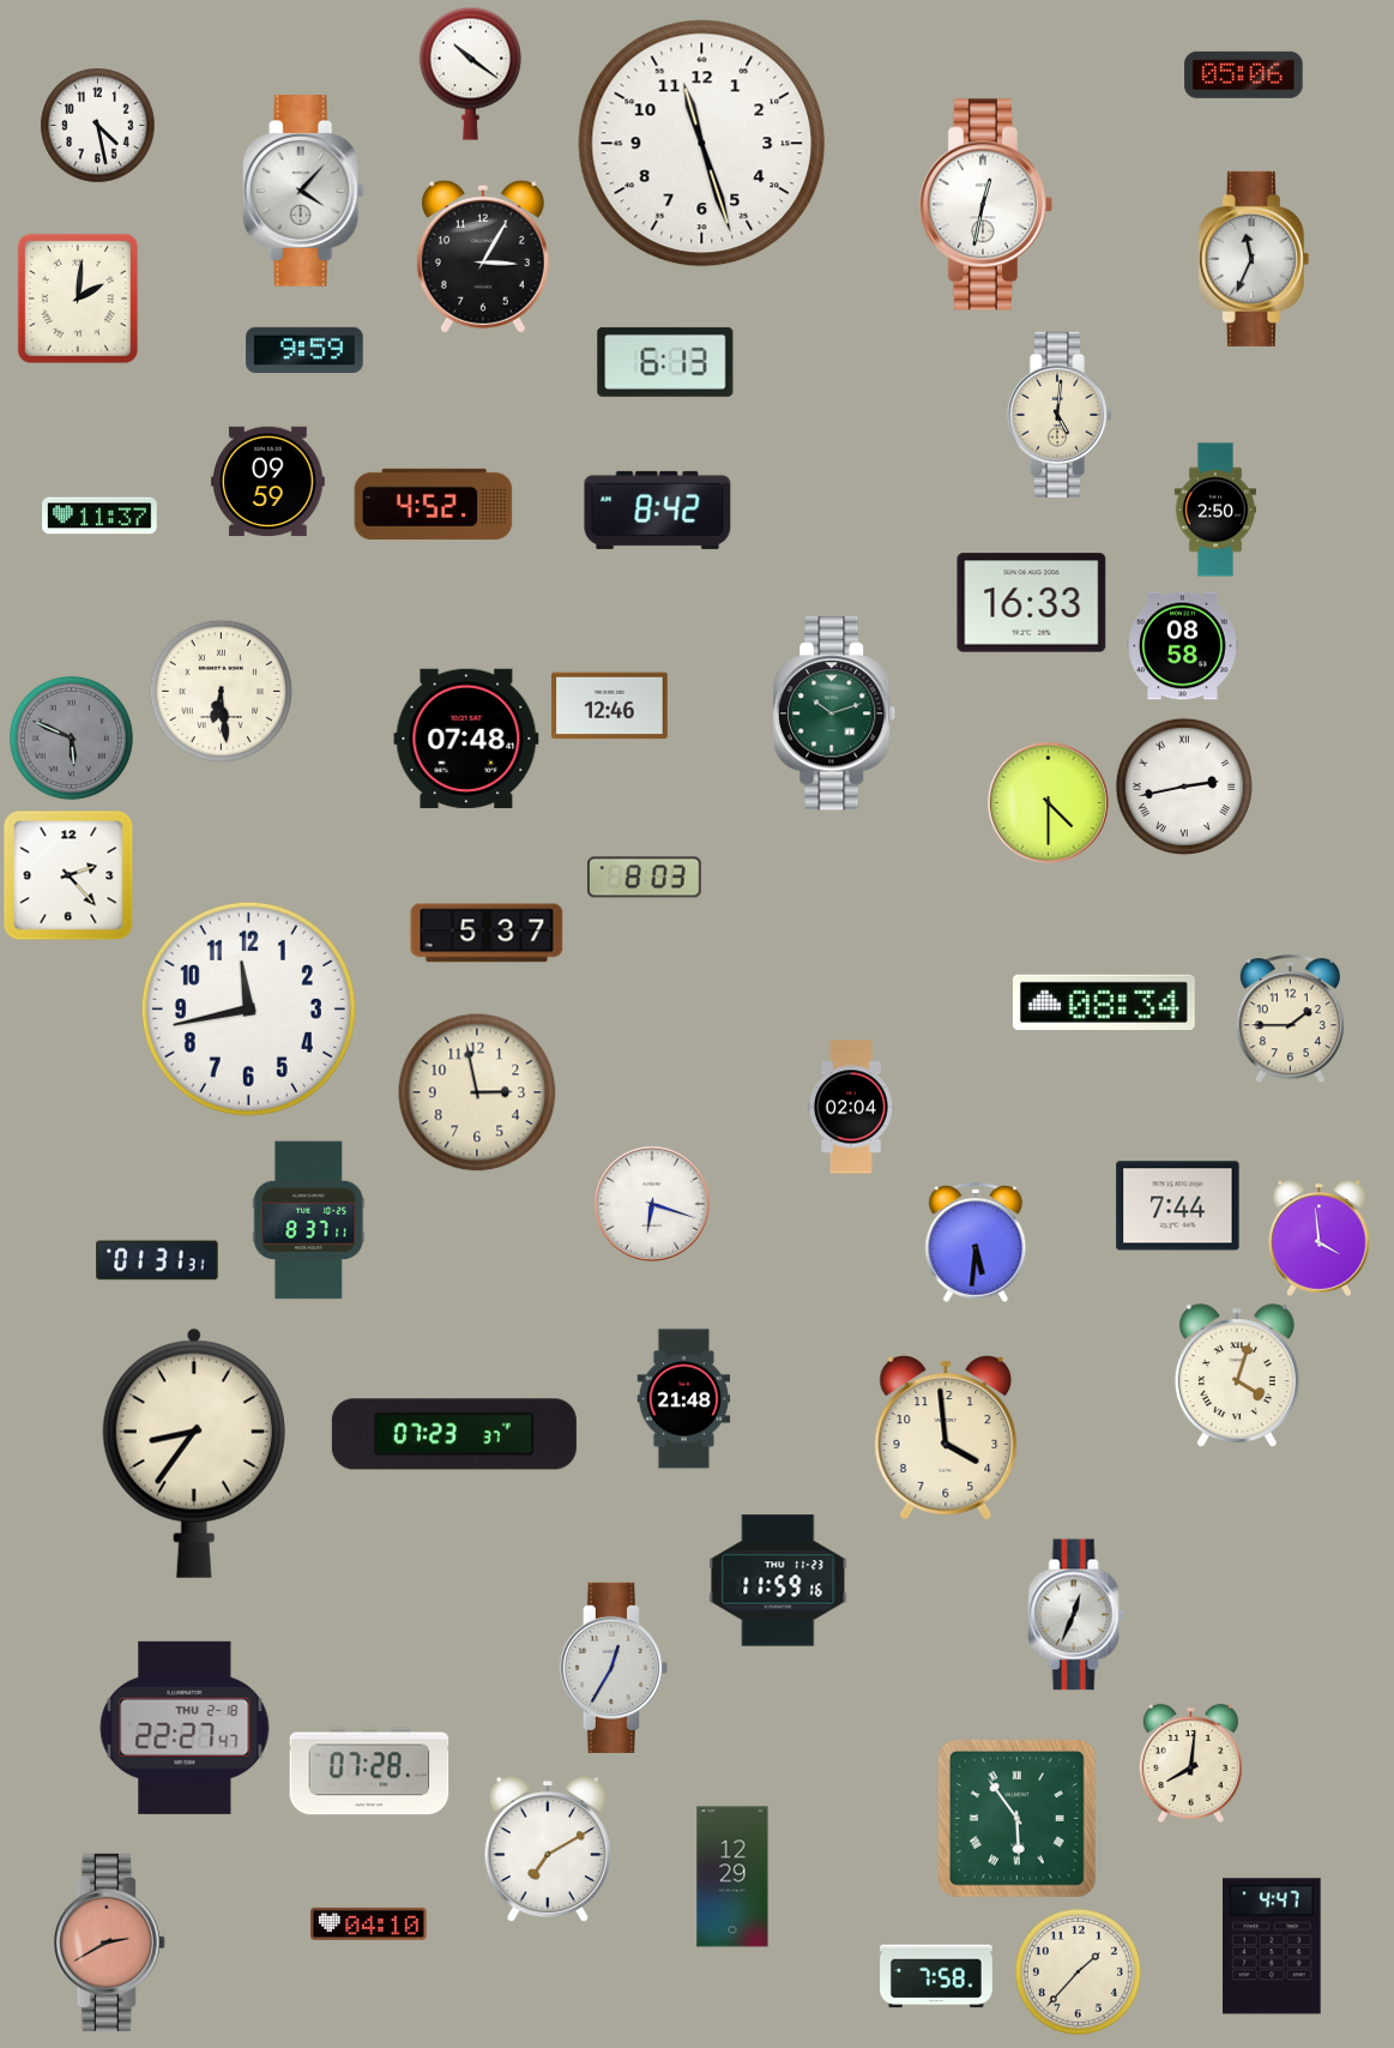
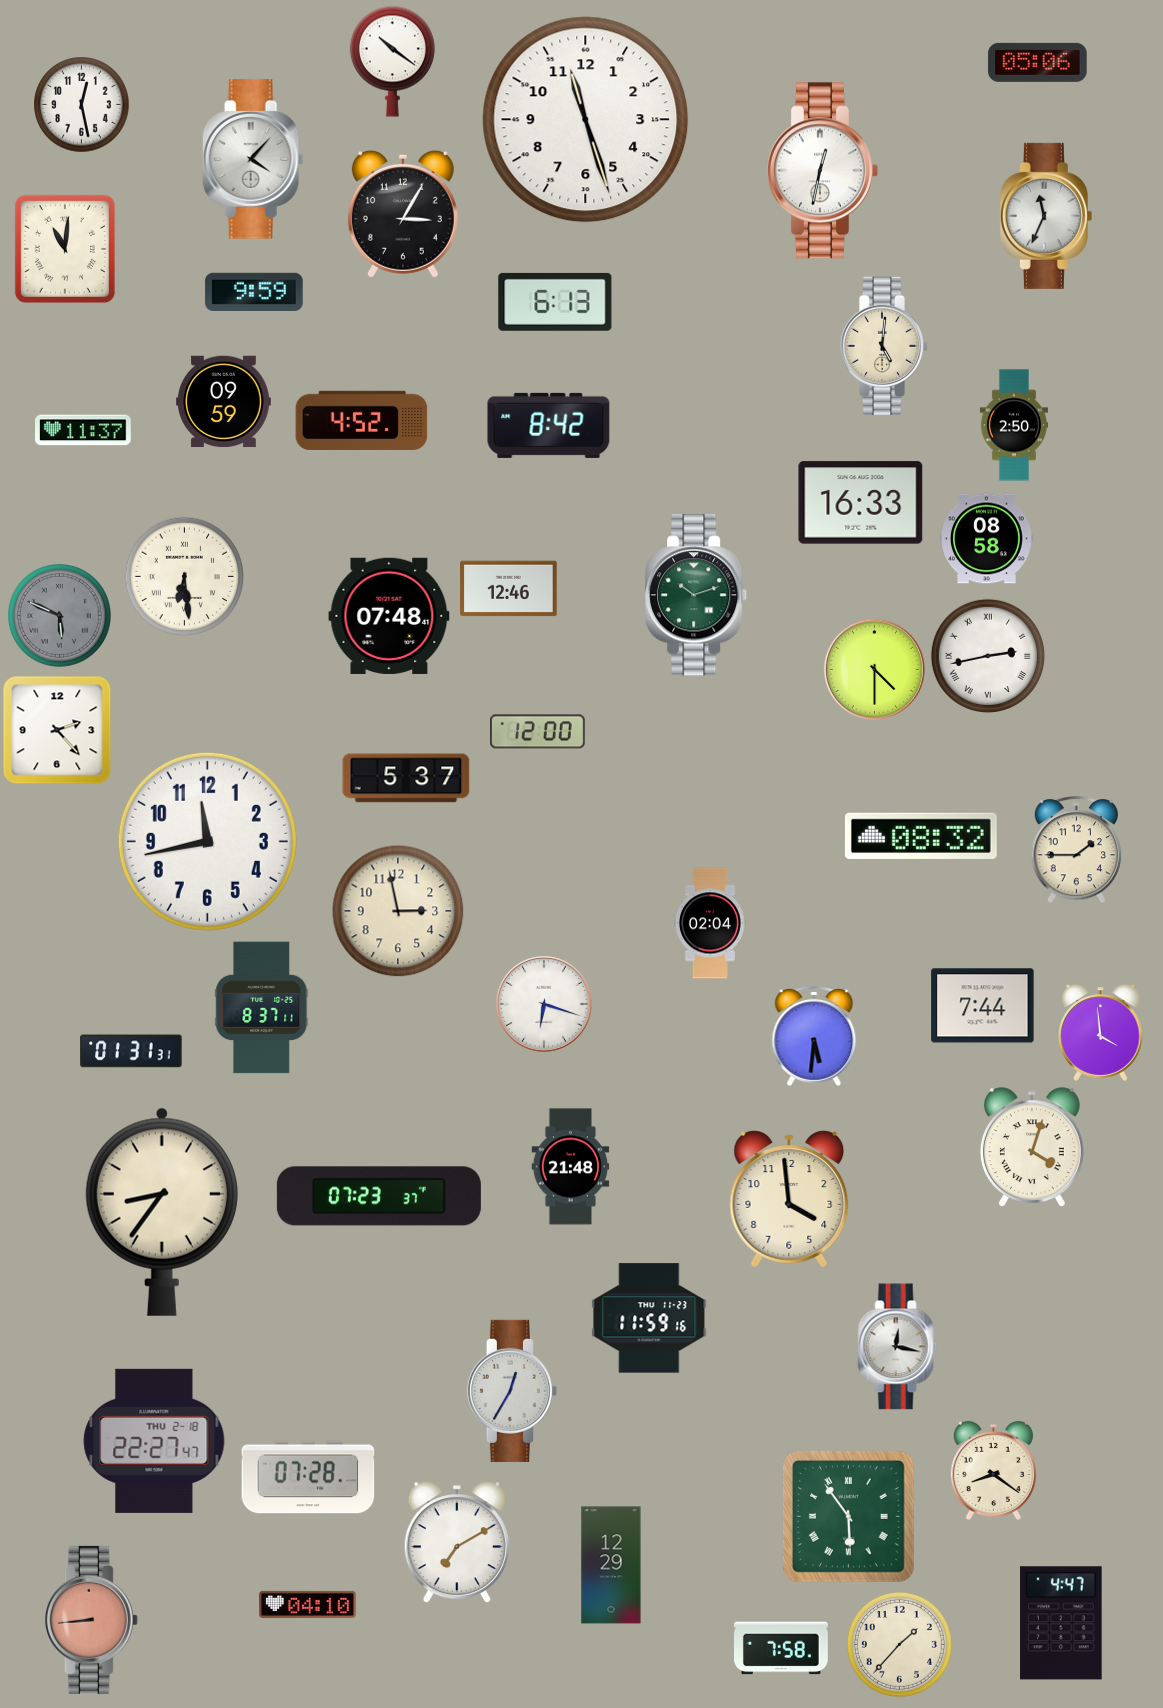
clock at (97, 125): 4:28 -> 12:28
clock at (78, 299): 2:01 -> 11:01
clock at (645, 878): 8:03 -> 12:00
clock at (1104, 1002): 08:34 -> 08:32
clock at (309, 1221) position: (309, 1221) -> (262, 1008)
clock at (1076, 1615): 12:34 -> 12:17
clock at (1190, 1763): 8:01 -> 8:21
clock at (109, 1942): 2:40 -> 8:44
